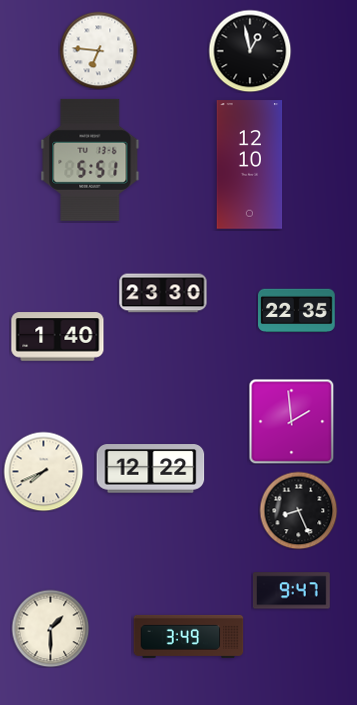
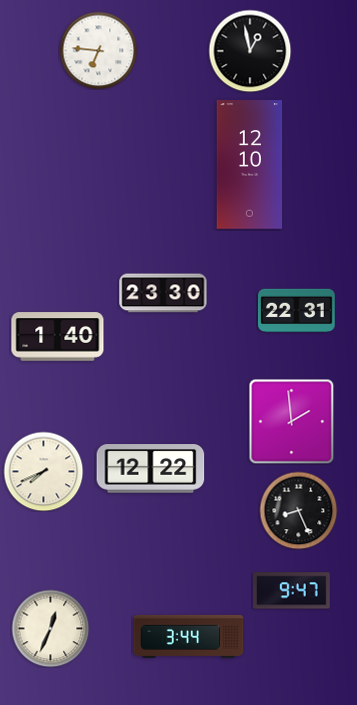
clock at (90, 160): 5:51 -> none
clock at (297, 311): 22:35 -> 22:31
clock at (50, 628): 1:30 -> 12:34
clock at (189, 636): 3:49 -> 3:44
